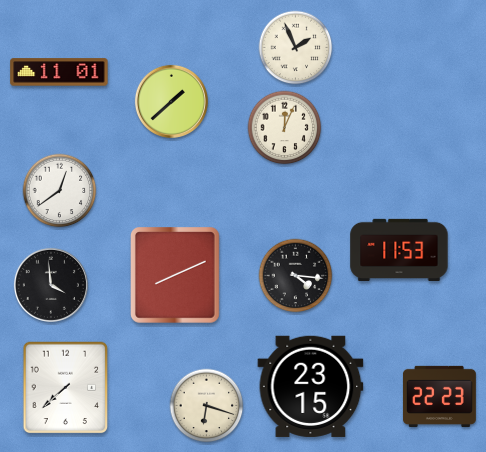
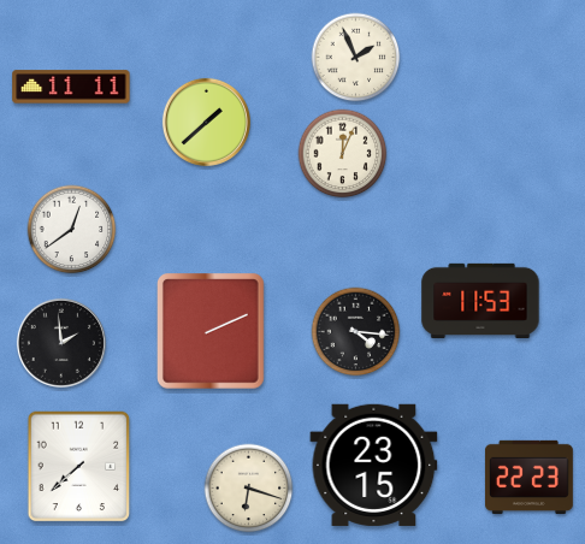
clock at (59, 72): 11:01 -> 11:11
clock at (176, 276): 8:11 -> 2:11
clock at (51, 285): 3:59 -> 1:59
